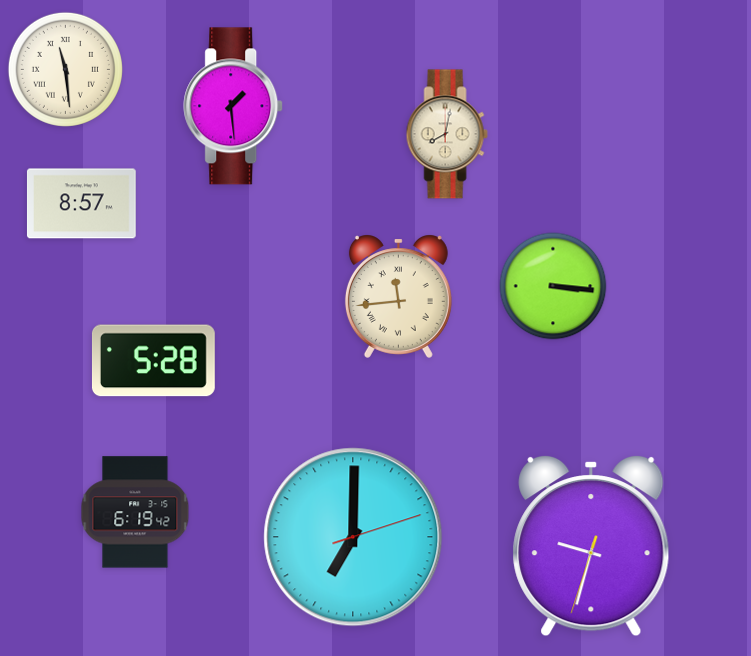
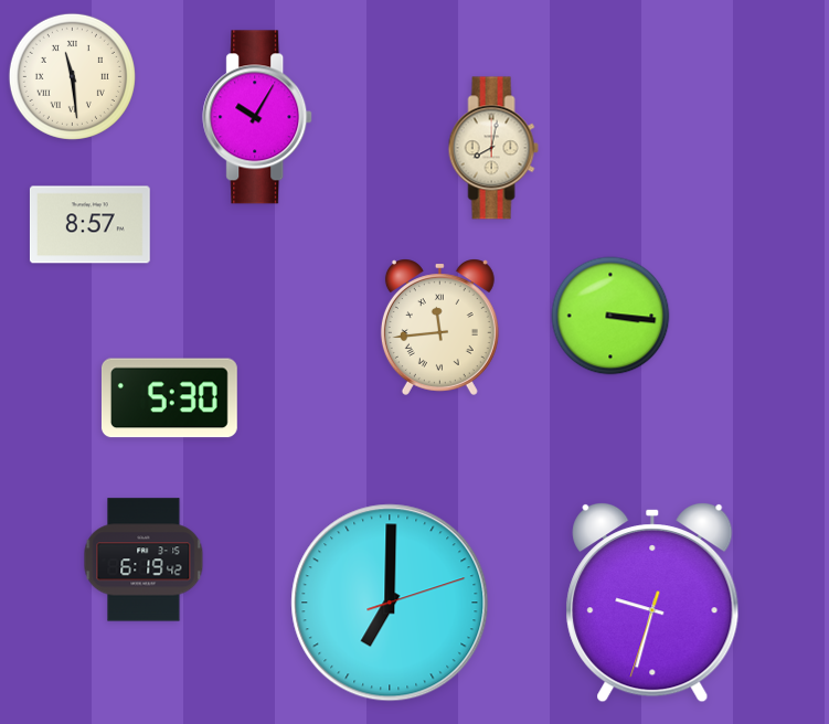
clock at (234, 106): 1:29 -> 10:05
clock at (153, 361): 5:28 -> 5:30
clock at (135, 512) position: (135, 512) -> (144, 560)
clock at (353, 537) position: (353, 537) -> (390, 603)
